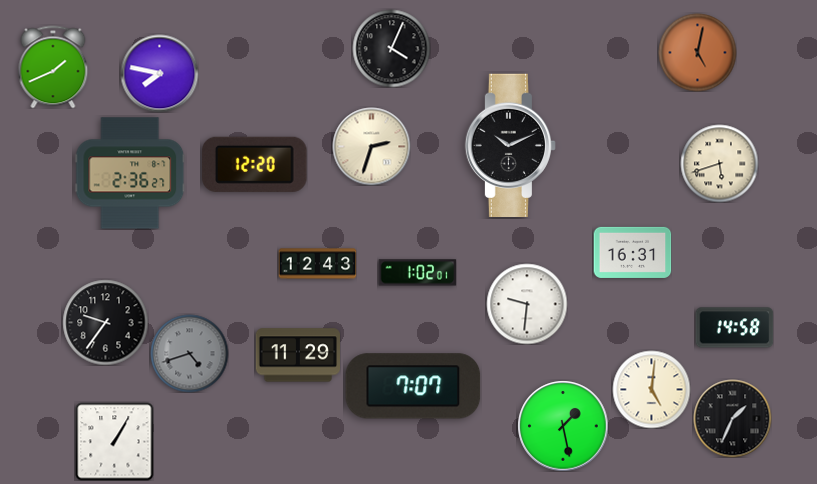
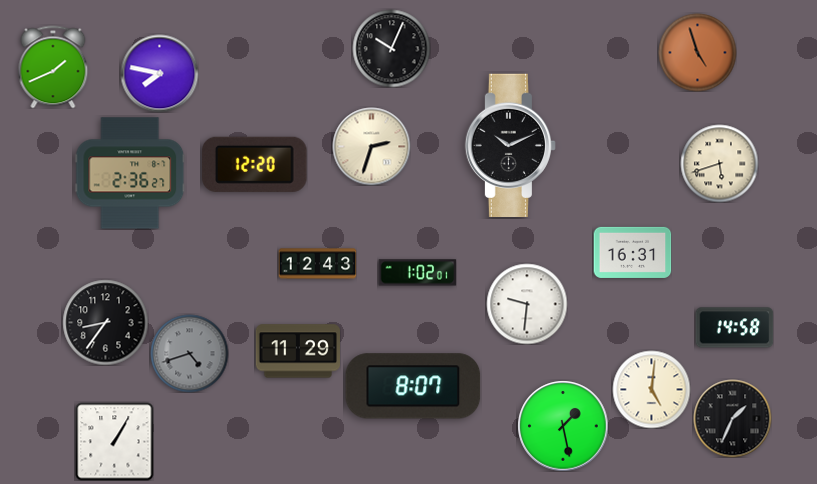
clock at (391, 48): 4:04 -> 10:04
clock at (697, 52): 5:02 -> 4:57
clock at (105, 322): 9:36 -> 8:36
clock at (297, 355) position: (297, 355) -> (297, 351)
clock at (413, 386): 7:07 -> 8:07
